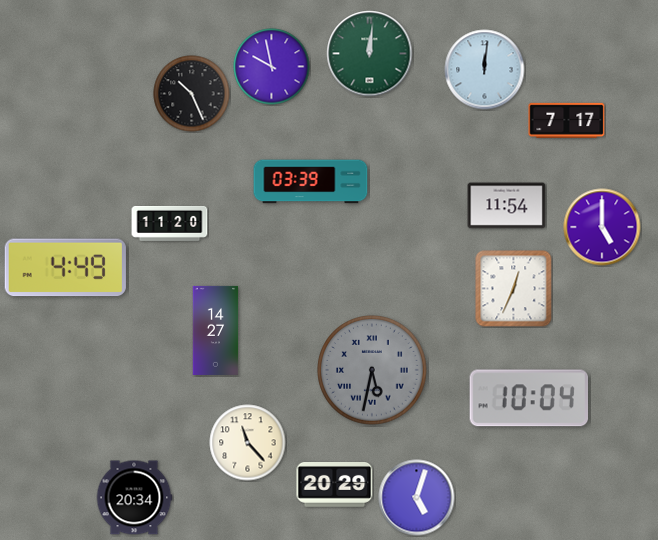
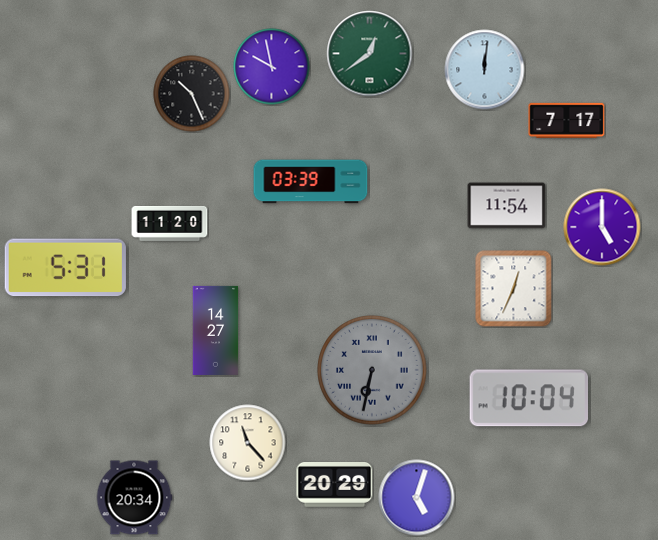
clock at (370, 54): 12:01 -> 12:39
clock at (65, 268): 4:49 -> 5:31
clock at (372, 370): 5:32 -> 6:32
